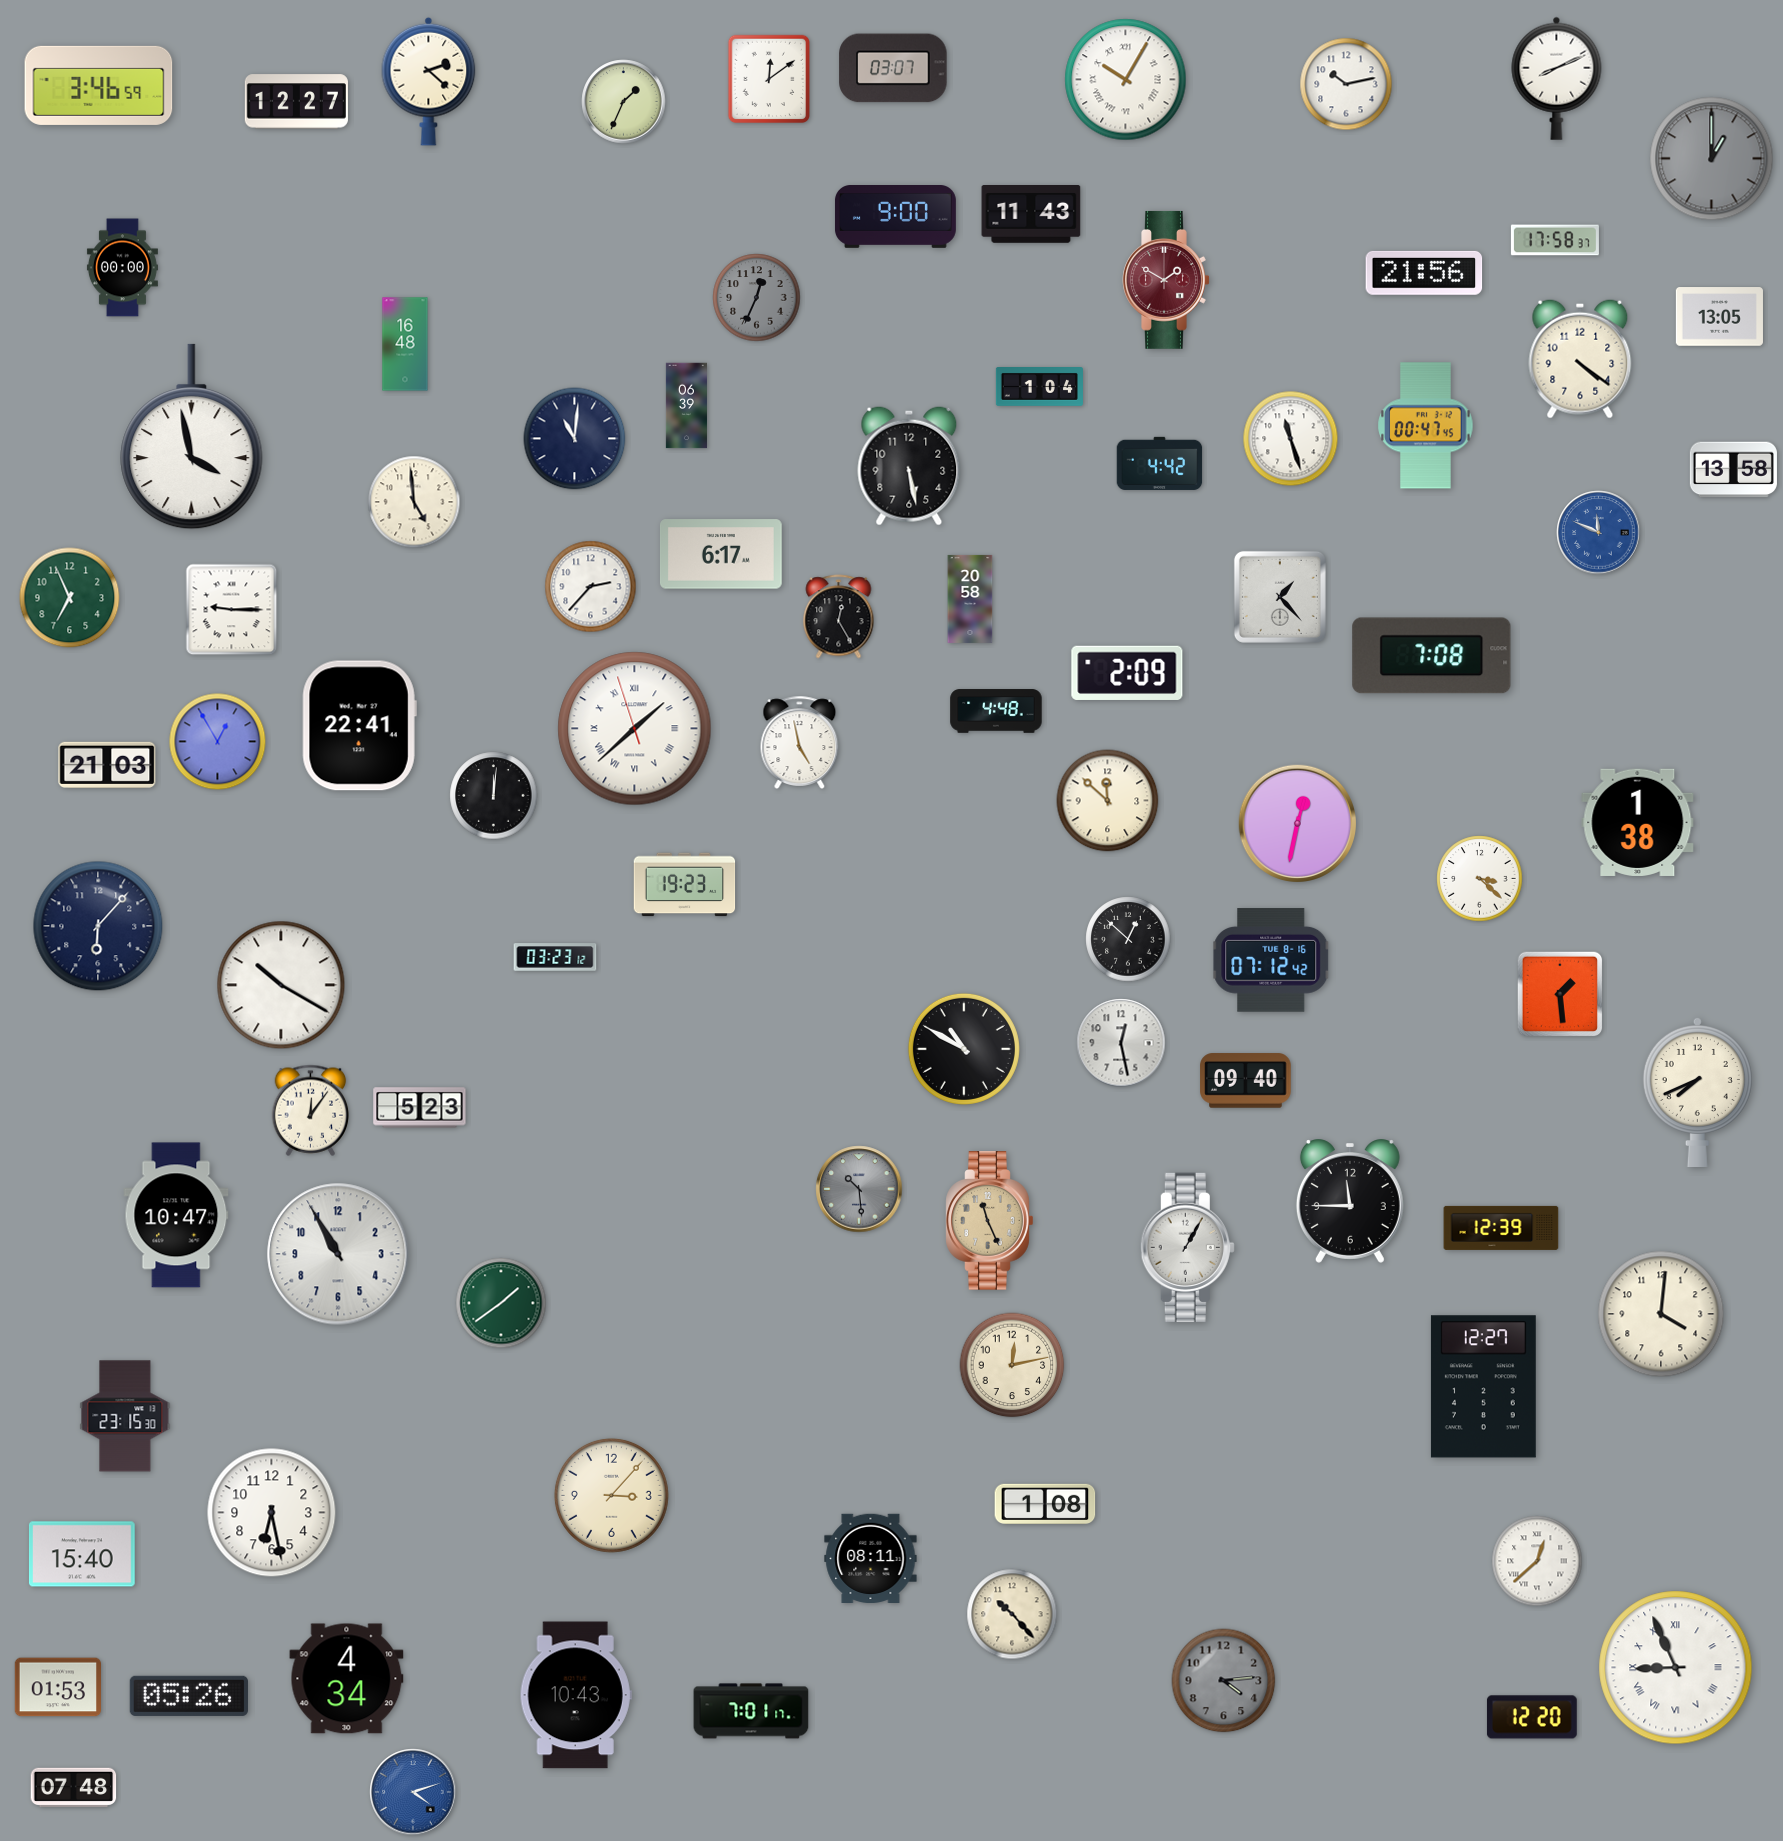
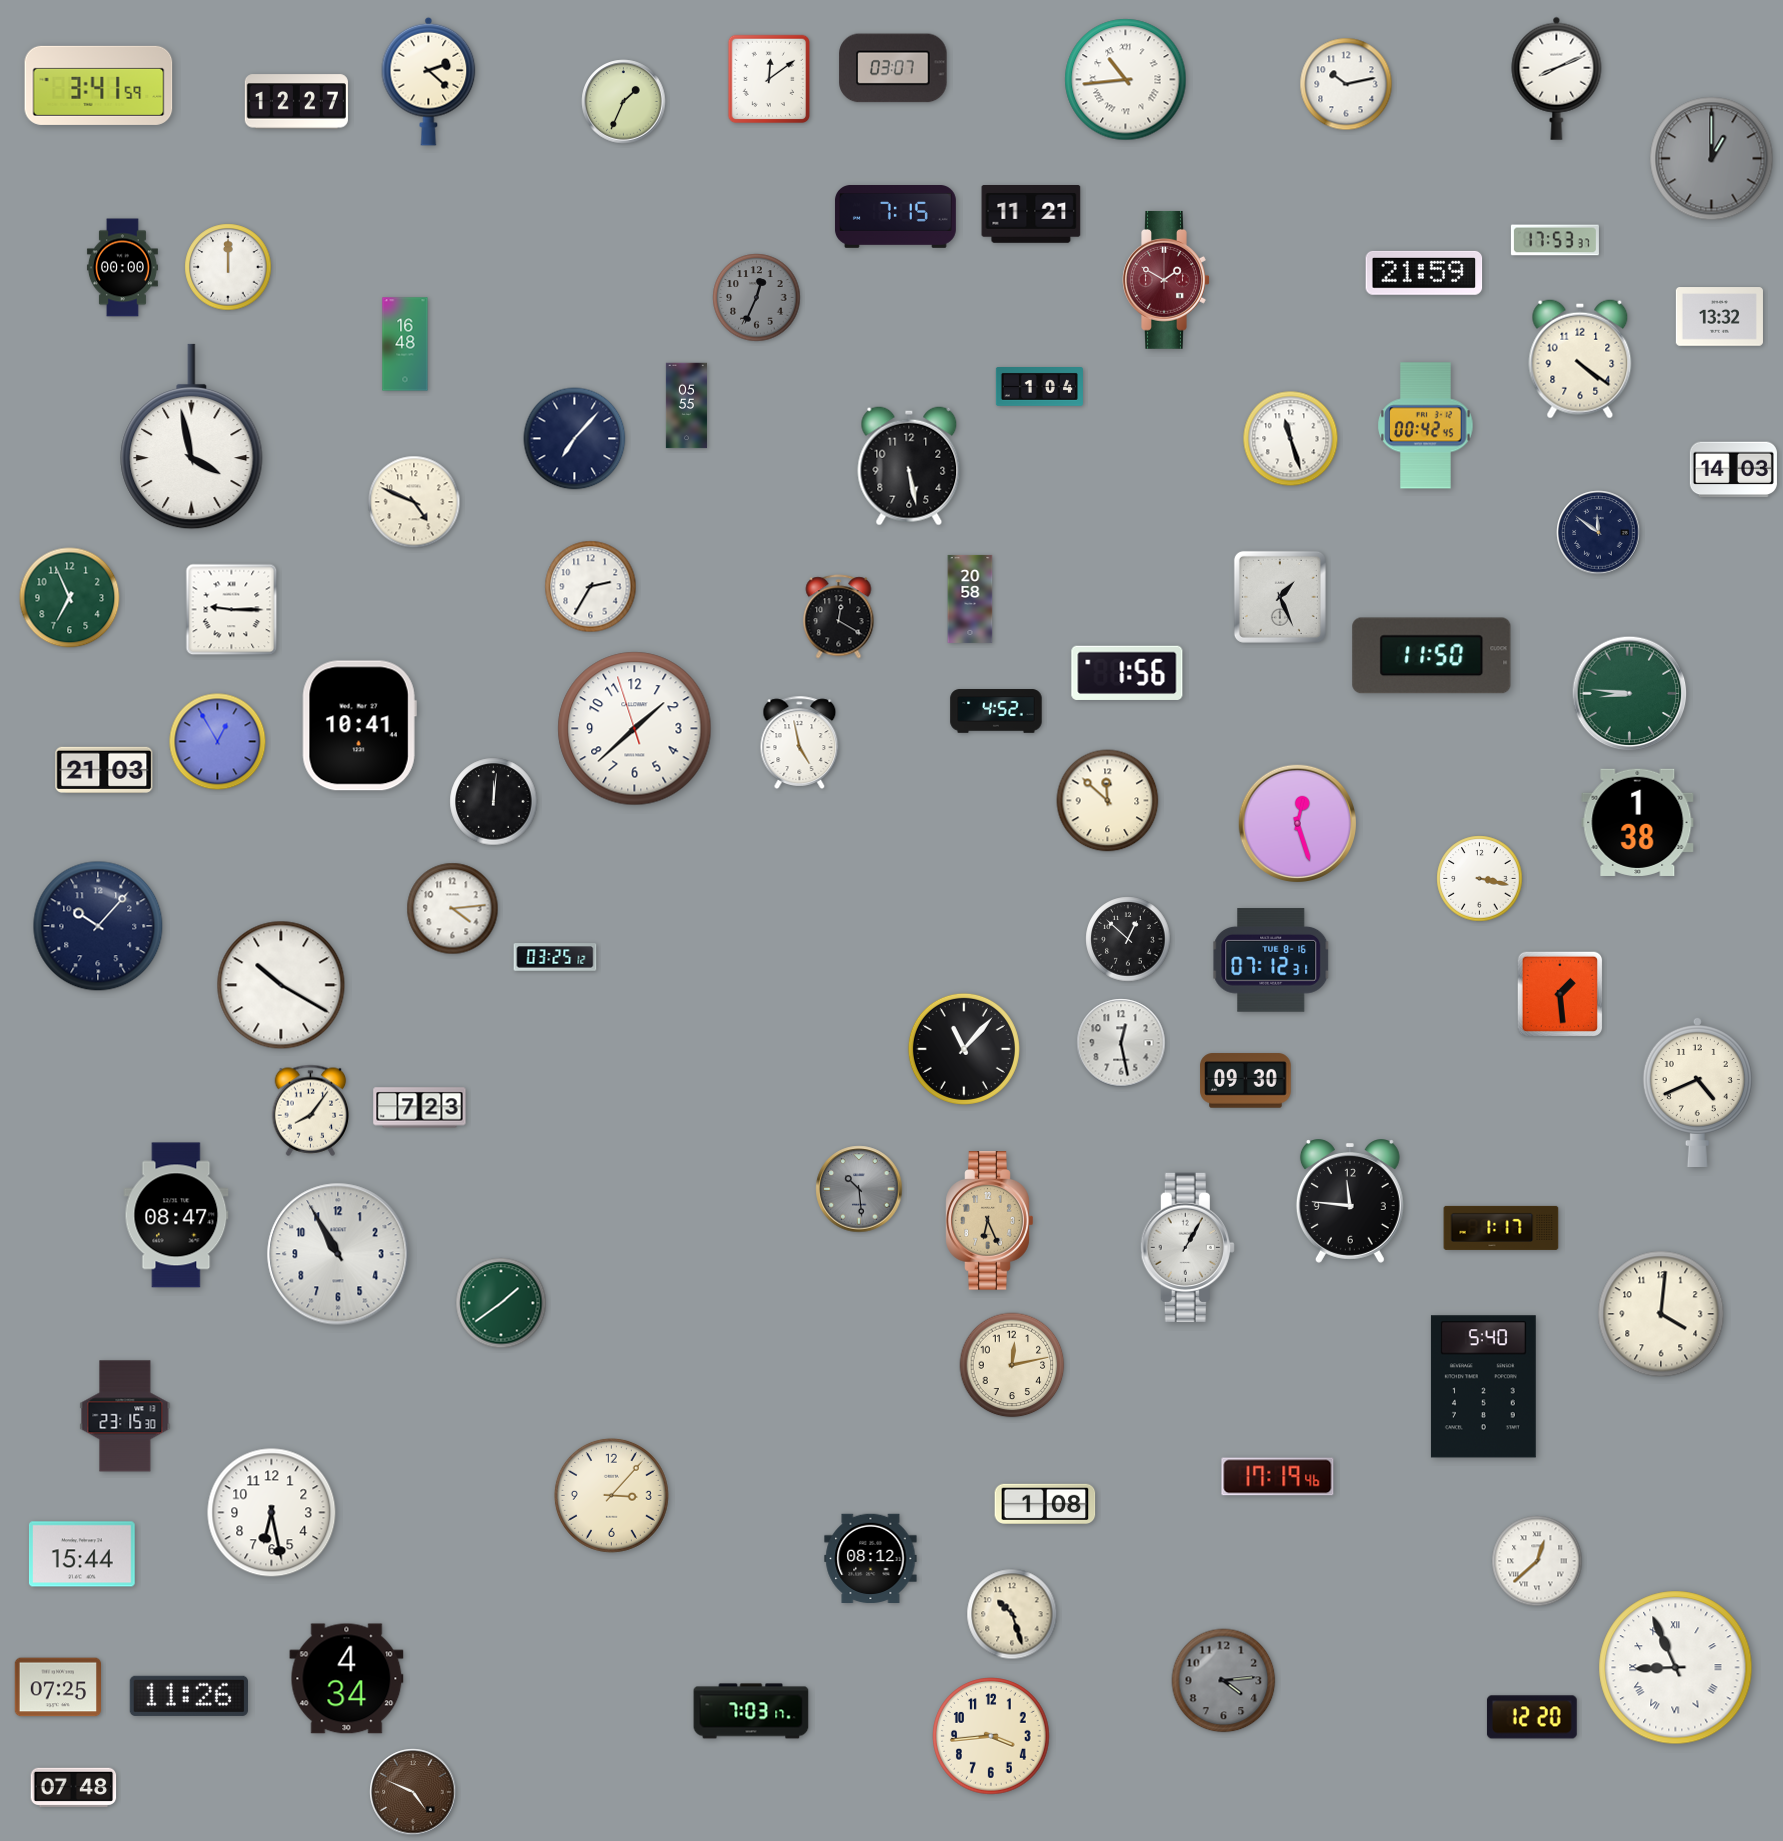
clock at (1126, 80): 10:05 -> 10:44
clock at (99, 85): 3:46 -> 3:41
clock at (1031, 215): 11:43 -> 11:21
clock at (895, 217): 9:00 -> 7:15
clock at (1555, 240): 17:58 -> 17:53
clock at (228, 267): none -> 12:00
clock at (1424, 273): 21:56 -> 21:59
clock at (1719, 317): 13:05 -> 13:32
clock at (686, 406): 06:39 -> 05:55
clock at (1426, 426): 00:47 -> 00:42
clock at (575, 439): 11:01 -> 7:07
clock at (1160, 463): 4:42 -> none
clock at (1733, 470): 13:58 -> 14:03
clock at (414, 502): 4:59 -> 4:49
clock at (1599, 533): 11:49 -> 11:51
clock at (1599, 533) dial: blue -> navy
clock at (721, 554): 6:17 -> none
clock at (591, 587): 2:37 -> 2:35
clock at (1280, 597): 1:23 -> 1:26
clock at (839, 617): 12:25 -> 12:20
clock at (1432, 656): 7:08 -> 11:50
clock at (1127, 672): 2:09 -> 1:56
clock at (1630, 694): none -> 8:46
clock at (996, 711): 4:48 -> 4:52
clock at (359, 726): 22:41 -> 10:41
clock at (635, 729) numerals: Roman -> Arabic
clock at (107, 765) position: (107, 765) -> (104, 770)
clock at (494, 796) position: (494, 796) -> (494, 802)
clock at (1297, 823): 12:32 -> 12:27
clock at (1480, 879): 3:22 -> 3:17
clock at (685, 885): 19:23 -> none
clock at (453, 909): none -> 4:14
clock at (98, 926): 6:07 -> 10:07
clock at (555, 957): 03:23 -> 03:25
clock at (1271, 960): 07:12:42 -> 07:12:31
clock at (964, 1049): 10:50 -> 11:07
clock at (1246, 1081): 09:40 -> 09:30
clock at (1697, 1091): 7:41 -> 4:41
clock at (420, 1108): 5:23 -> 7:23
clock at (311, 1110): 12:06 -> 8:06
clock at (1350, 1201): 11:45 -> 11:46
clock at (176, 1215): 10:47 -> 08:47
clock at (990, 1221): 11:26 -> 6:26
clock at (1501, 1228): 12:39 -> 1:17
clock at (1483, 1387): 12:27 -> 5:40
clock at (1278, 1477): none -> 17:19
clock at (82, 1554): 15:40 -> 15:44
clock at (871, 1558): 08:11 -> 08:12
clock at (1012, 1614): 10:23 -> 10:27
clock at (57, 1687): 01:53 -> 07:25
clock at (576, 1695): 10:43 -> none
clock at (189, 1696): 05:26 -> 11:26
clock at (751, 1711): 7:01 -> 7:03
clock at (991, 1736): none -> 3:44
clock at (413, 1792): 4:12 -> 4:49
clock at (413, 1792) dial: blue -> brown
